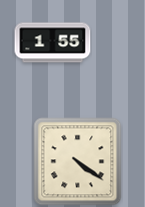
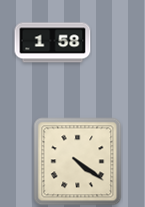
clock at (53, 43): 1:55 -> 1:58
